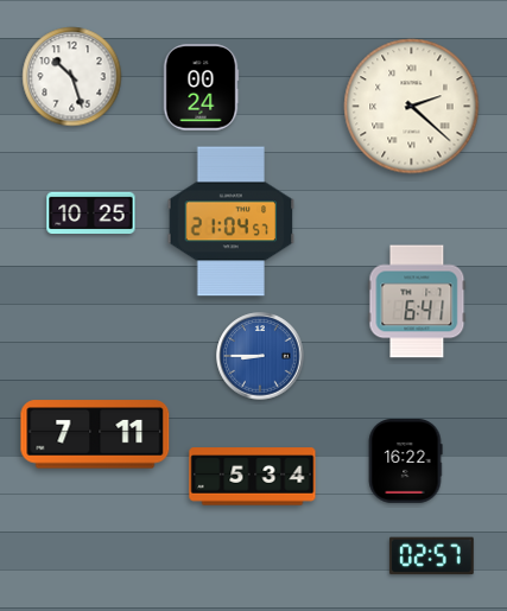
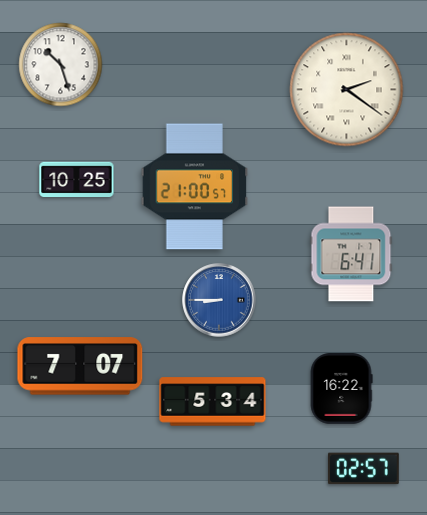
clock at (201, 88): 00:24 -> none
clock at (412, 107): 2:22 -> 2:21
clock at (232, 222): 21:04 -> 21:00
clock at (95, 434): 7:11 -> 7:07
